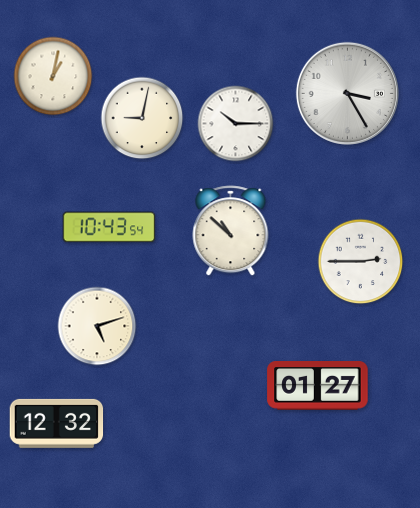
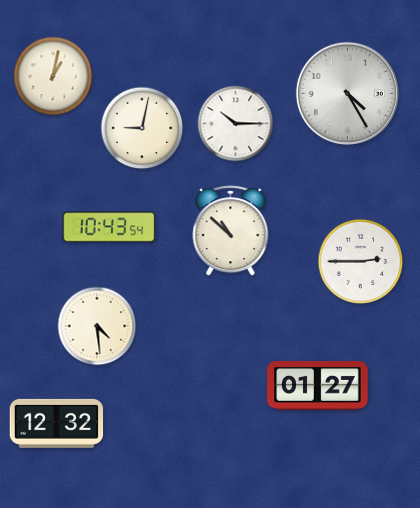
clock at (347, 93): 3:25 -> 4:25
clock at (142, 118) position: (142, 118) -> (142, 128)
clock at (97, 326): 5:12 -> 4:29
